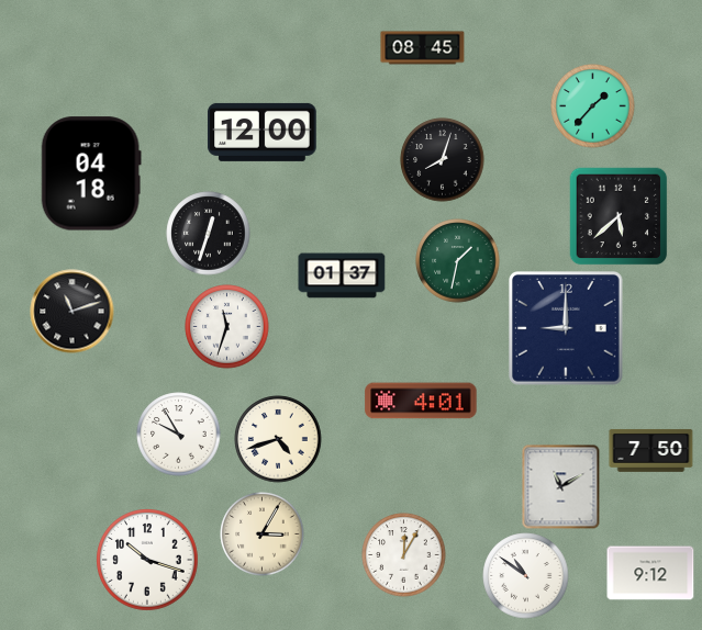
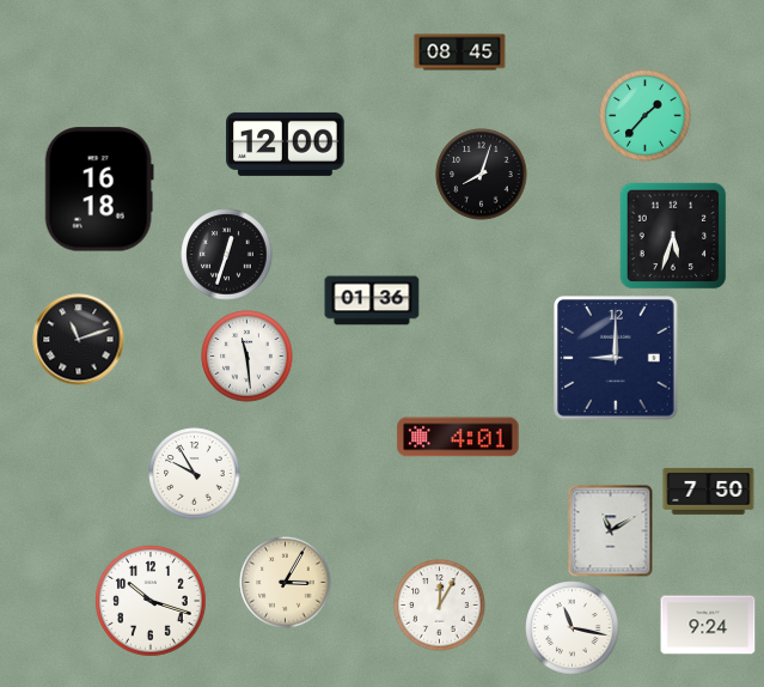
clock at (91, 173): 04:18 -> 16:18
clock at (619, 216): 5:38 -> 5:33
clock at (458, 261): 1:32 -> none
clock at (342, 275): 01:37 -> 01:36
clock at (227, 327): 11:33 -> 11:29
clock at (278, 439): 4:42 -> none
clock at (147, 560) position: (147, 560) -> (151, 601)
clock at (650, 573): 9:12 -> 9:24
clock at (526, 576): 10:51 -> 11:17
